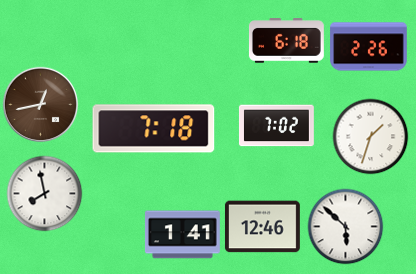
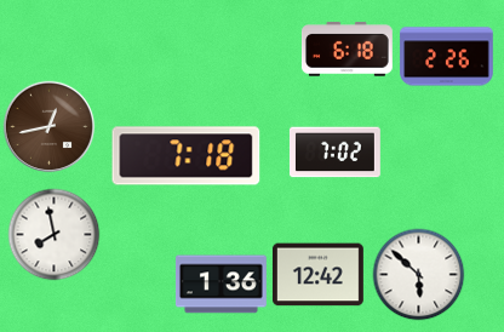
clock at (371, 137): 1:33 -> none
clock at (262, 227): 12:46 -> 12:42
clock at (182, 235): 1:41 -> 1:36
